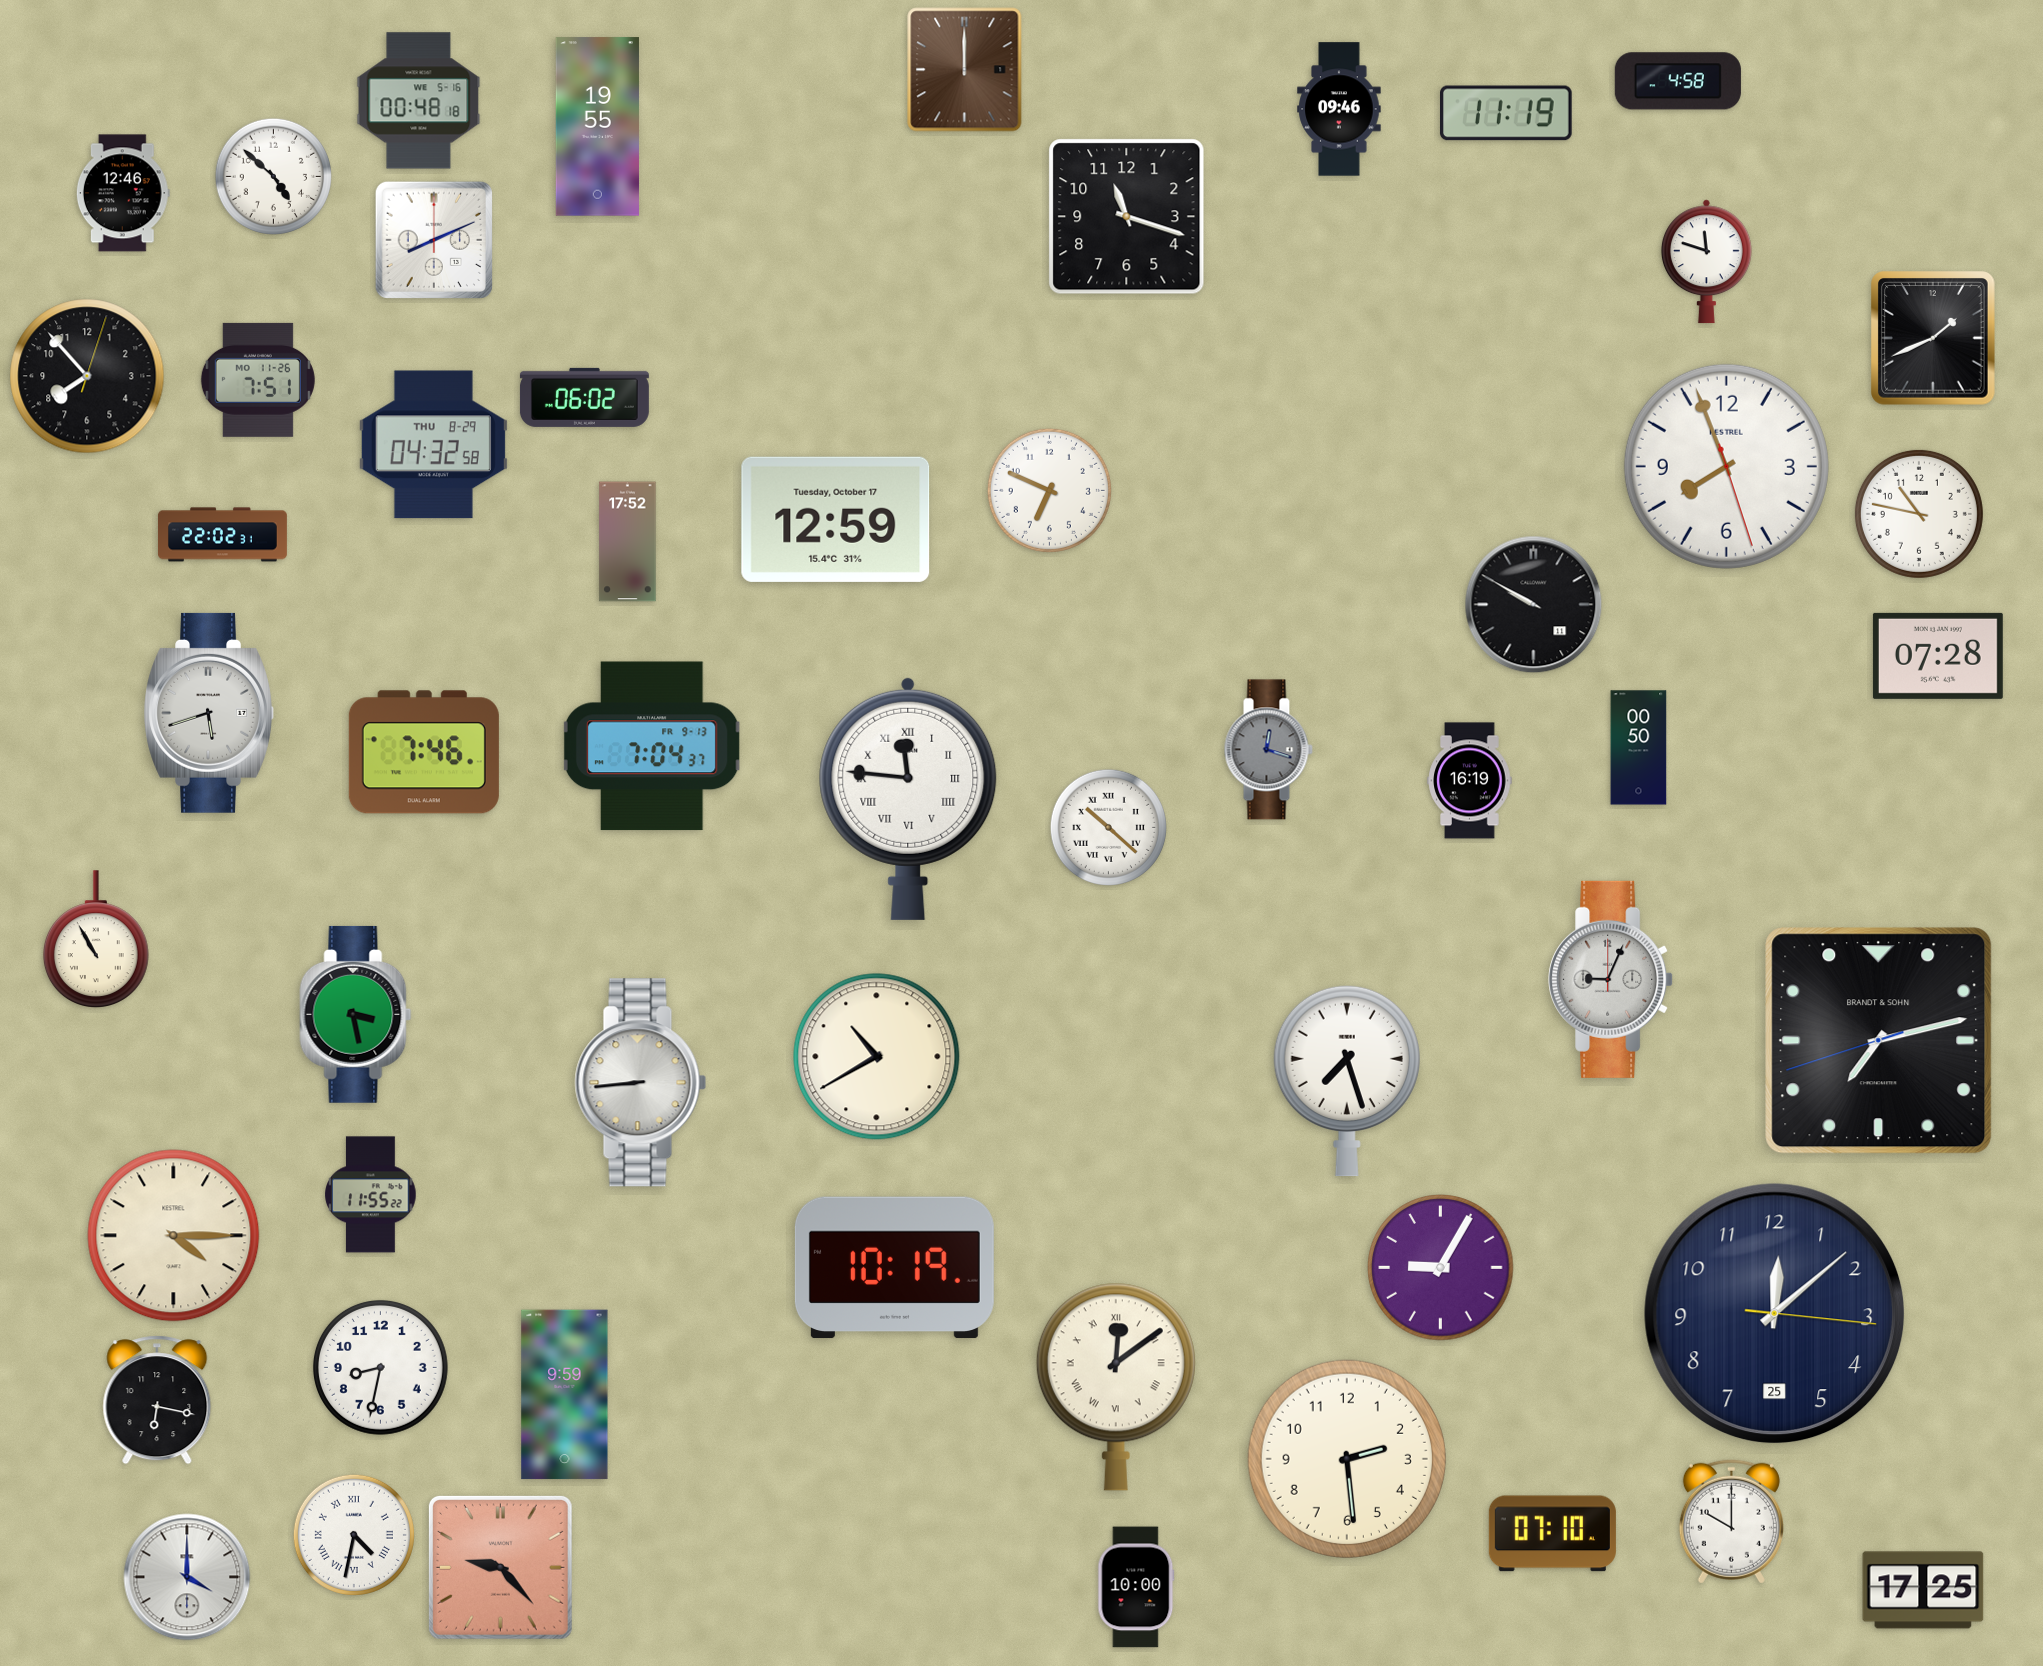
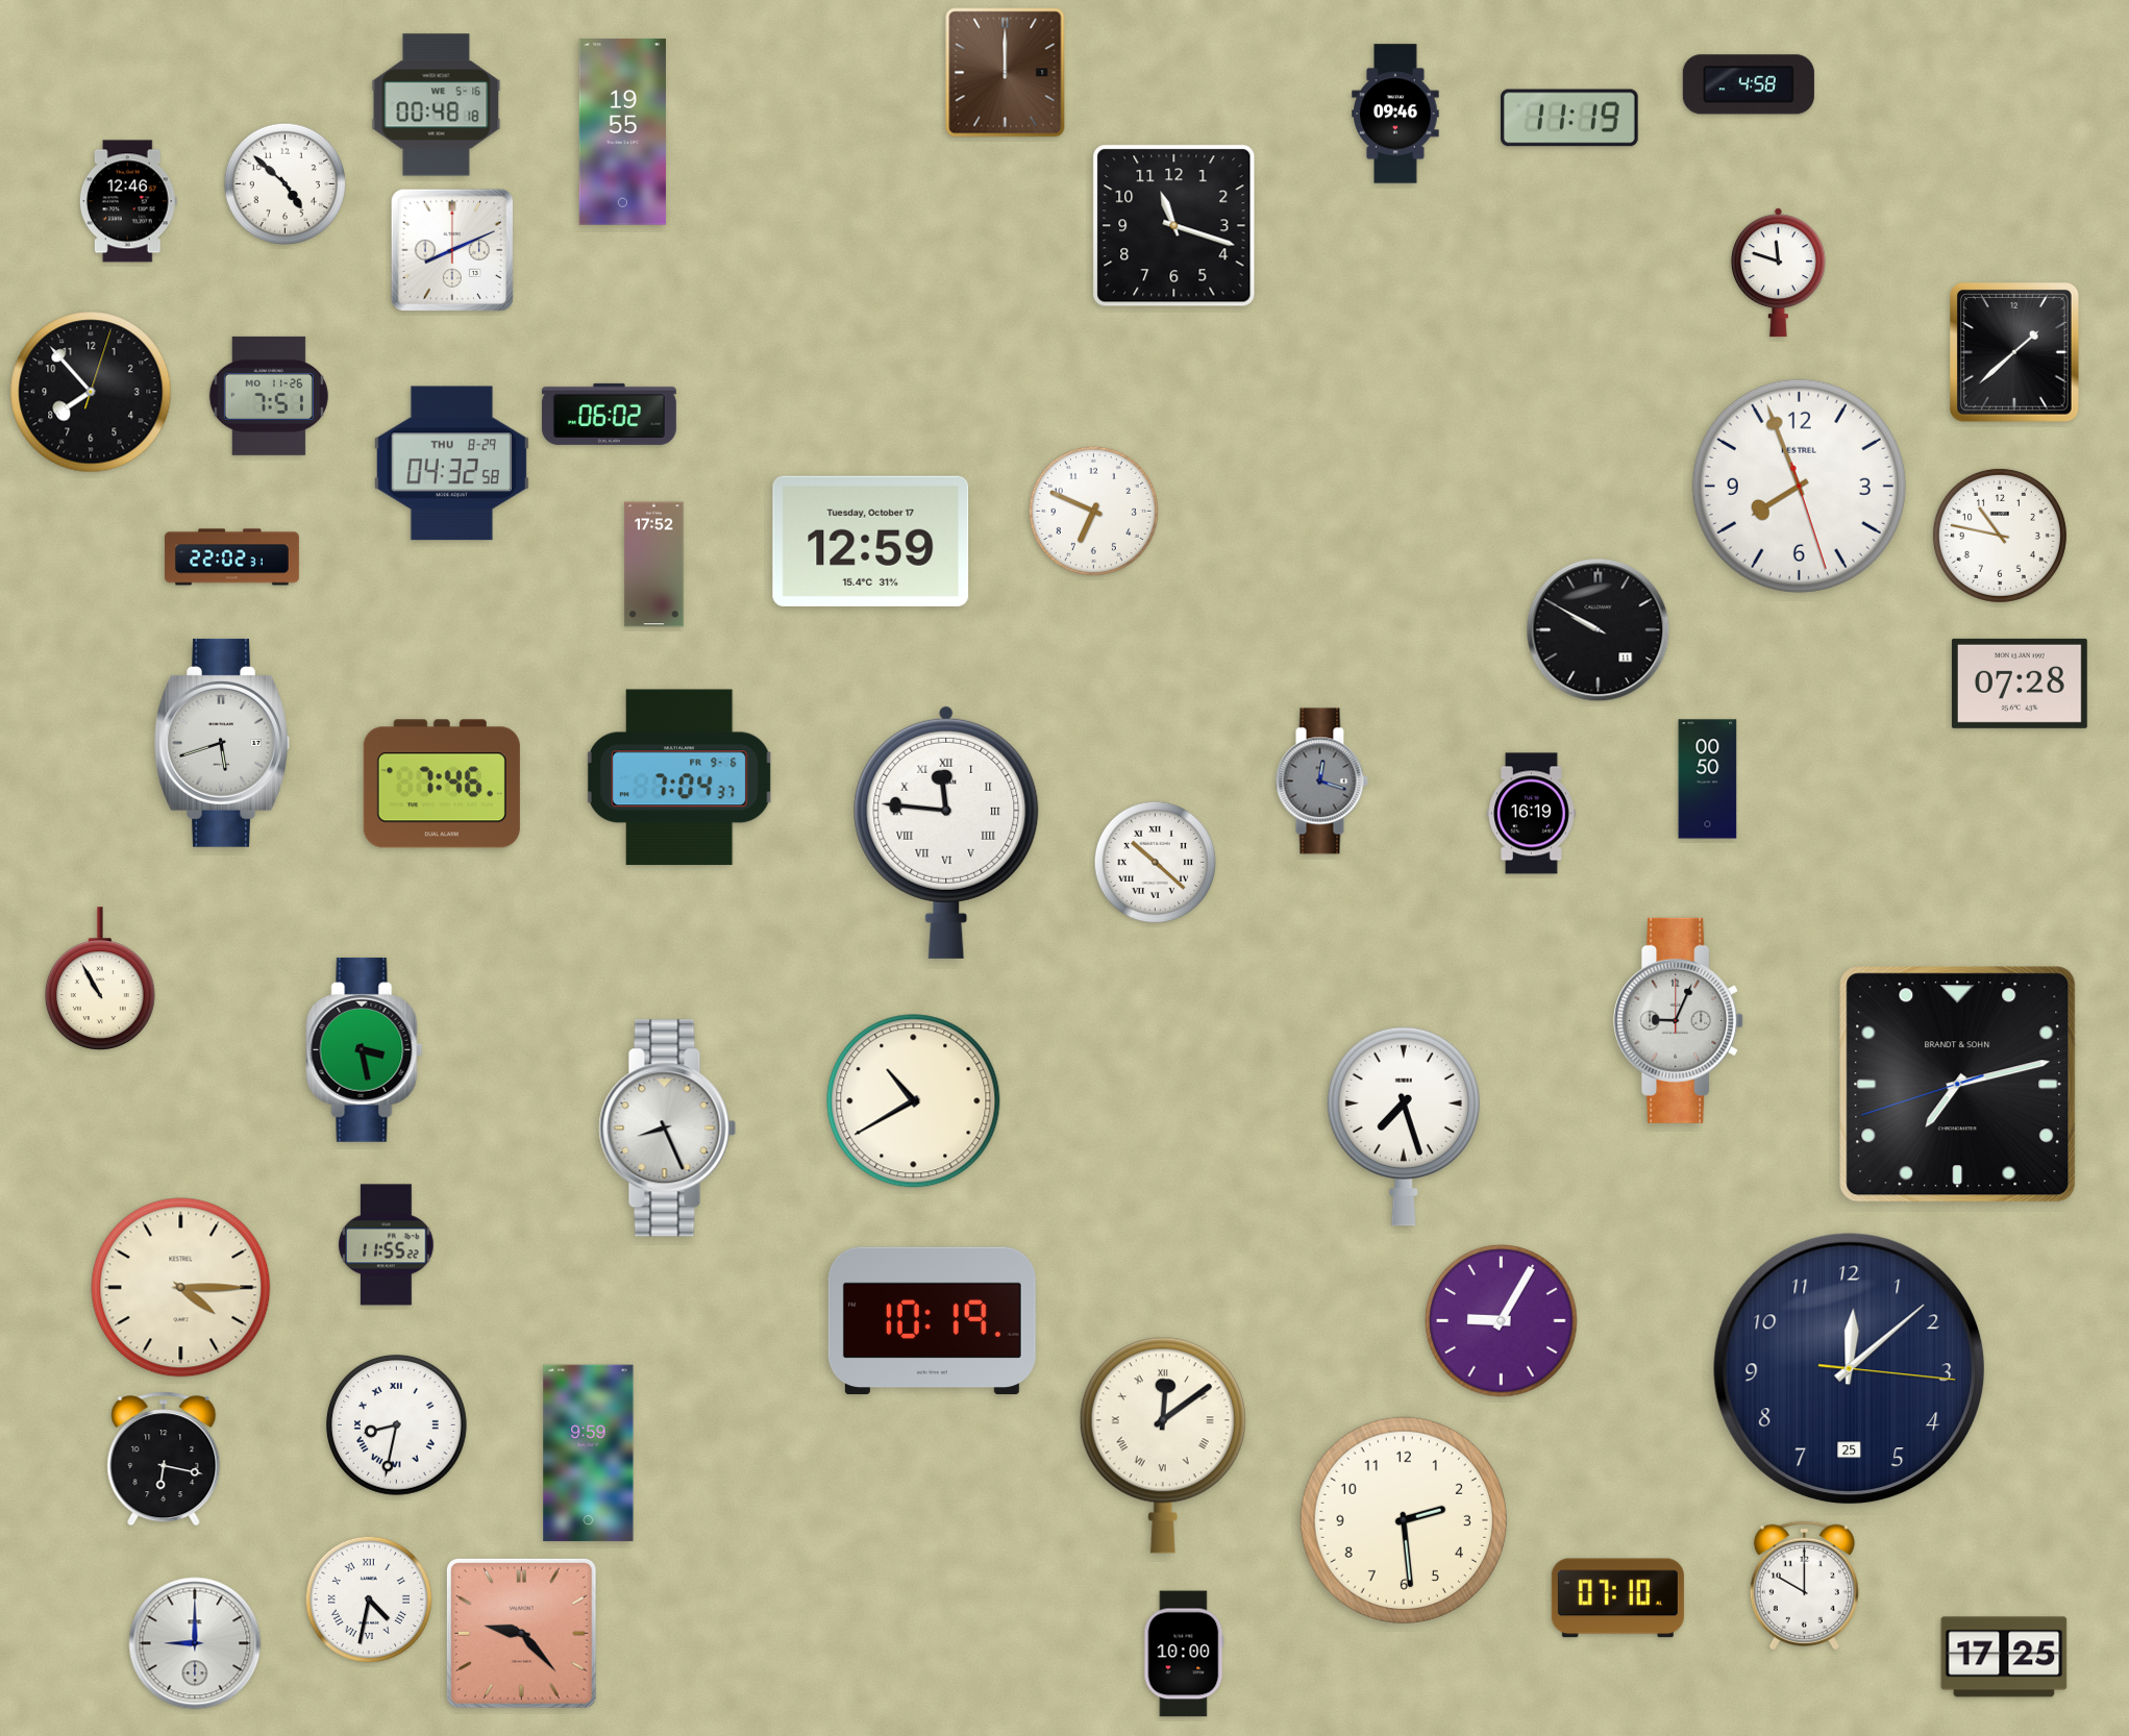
clock at (1933, 338): 1:41 -> 1:38
clock at (209, 713) position: (209, 713) -> (222, 743)
clock at (652, 746) date: FR 9-13 -> FR 9-6
clock at (356, 1014) position: (356, 1014) -> (365, 1049)
clock at (641, 1083): 8:44 -> 8:26
clock at (380, 1367) numerals: Arabic -> Roman
clock at (187, 1577): 4:00 -> 9:00
